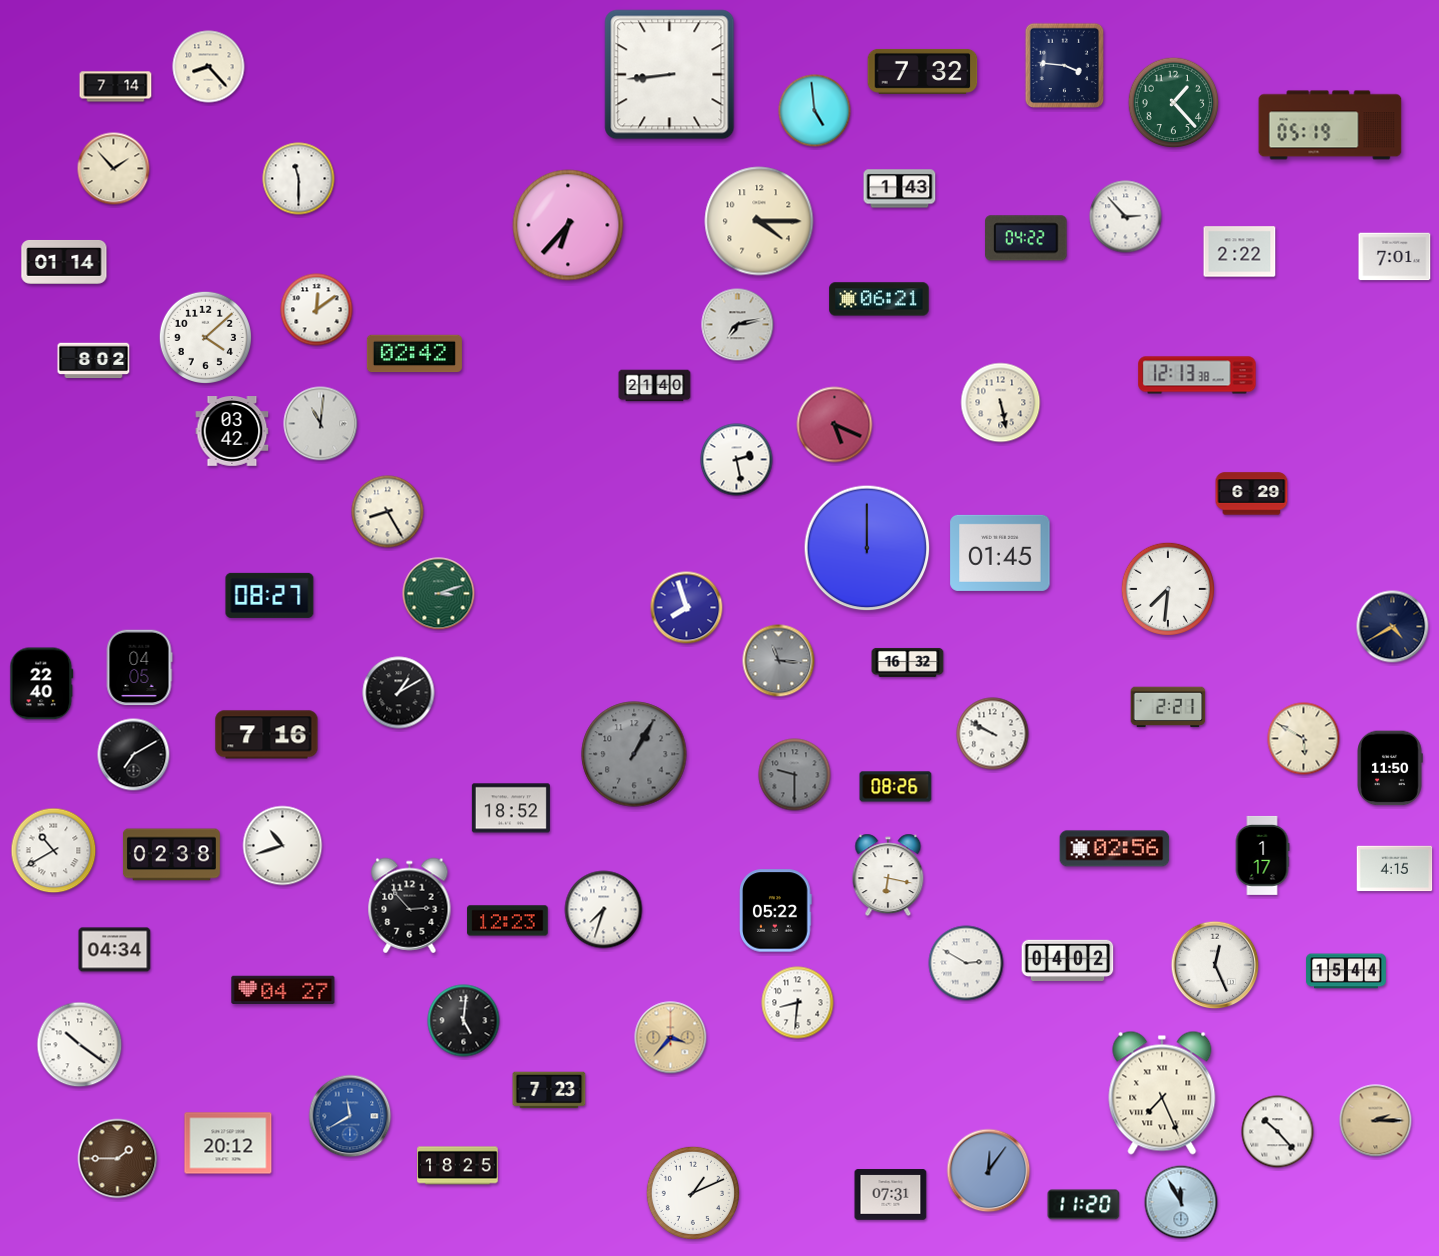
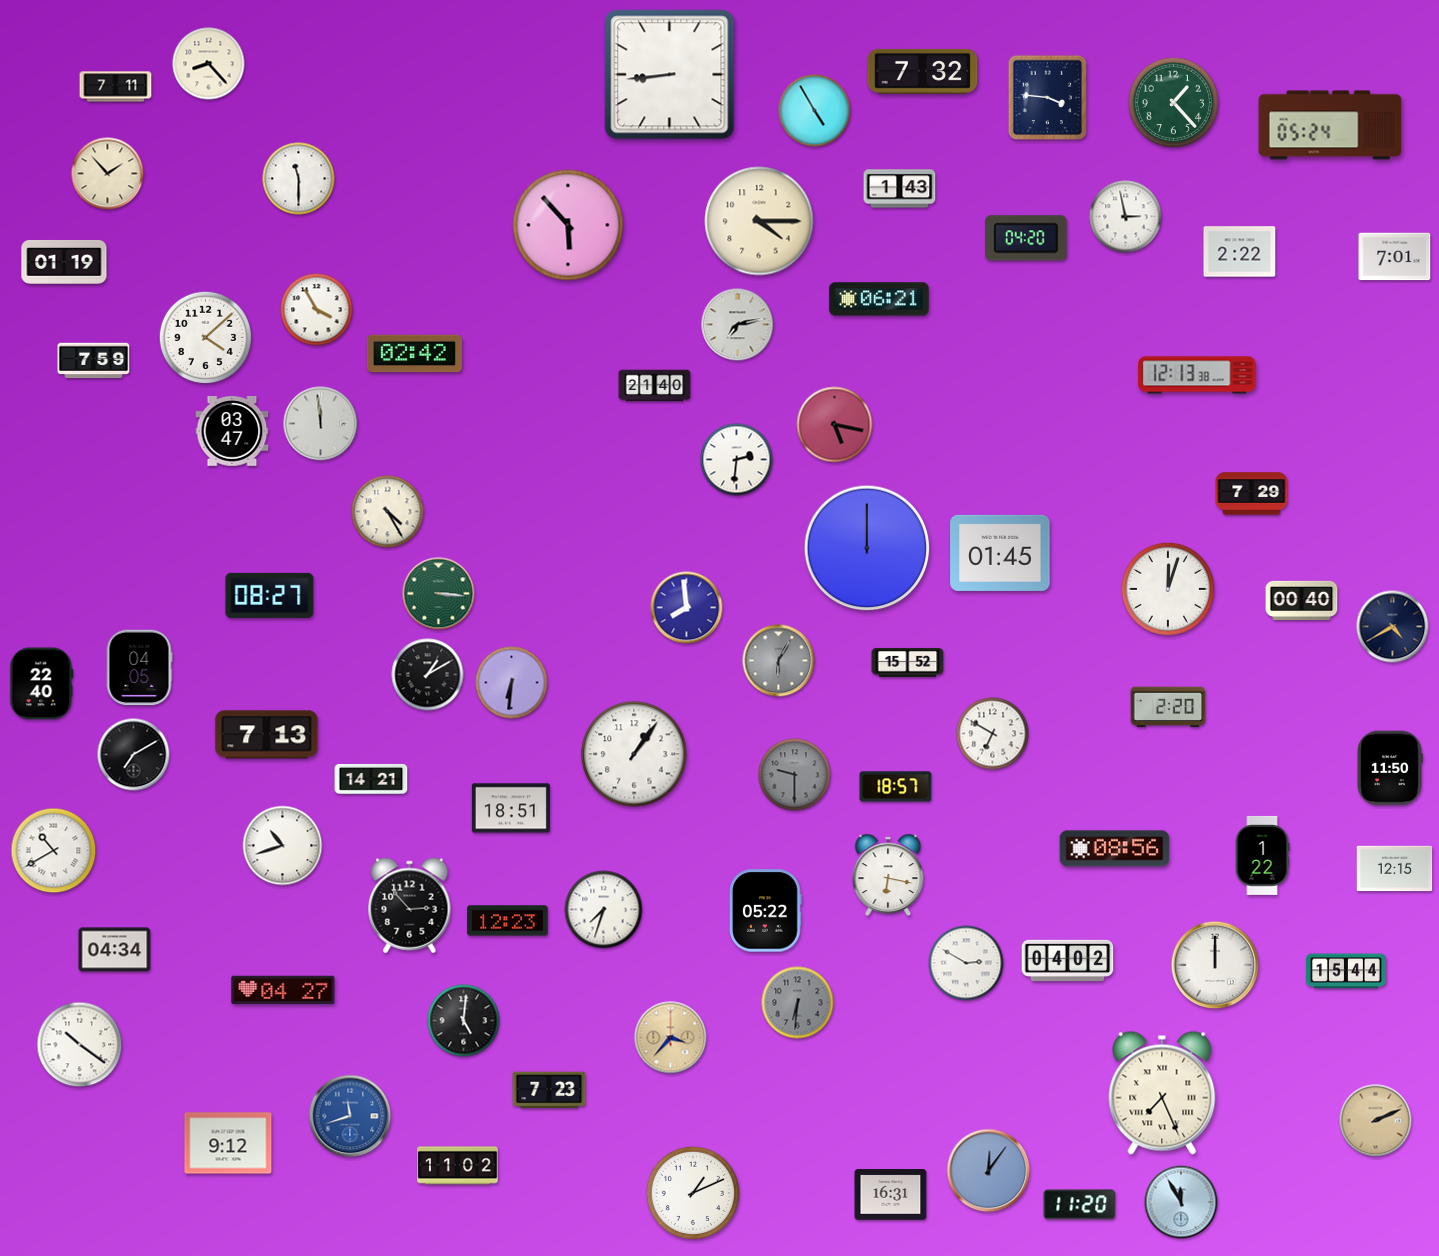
clock at (1064, 65) position: (1064, 65) -> (1047, 97)
clock at (209, 67) position: (209, 67) -> (209, 64)
clock at (116, 87): 7:14 -> 7:11
clock at (815, 111): 4:59 -> 4:55
clock at (1330, 125): 05:19 -> 05:24
clock at (114, 169) position: (114, 169) -> (108, 174)
clock at (1126, 217): 2:53 -> 2:58
clock at (568, 225): 6:37 -> 5:53
clock at (1026, 238): 04:22 -> 04:20
clock at (64, 262): 01:14 -> 01:19
clock at (317, 310): 12:09 -> 3:55
clock at (94, 361): 8:02 -> 7:59
clock at (1001, 403): 5:28 -> none
clock at (321, 424): 11:01 -> 11:59
clock at (835, 425): 5:19 -> 5:17
clock at (232, 432): 03:42 -> 03:47
clock at (737, 460): 2:28 -> 2:31
clock at (1252, 494): 6:29 -> 7:29
clock at (388, 512): 8:25 -> 4:25
clock at (1168, 589): 7:31 -> 12:03
clock at (439, 594): 3:12 -> 3:16
clock at (1302, 600): none -> 00:40
clock at (687, 608): 7:57 -> 7:59
clock at (779, 661): 11:16 -> 6:05
clock at (908, 662): 16:32 -> 15:52
clock at (512, 683): none -> 6:31
clock at (399, 693) position: (399, 693) -> (428, 675)
clock at (1168, 707): 2:21 -> 2:20
clock at (993, 734): 9:50 -> 6:50
clock at (267, 735): 7:16 -> 7:13
clock at (1304, 739): 5:50 -> none
clock at (634, 754): 1:05 -> 1:06
clock at (634, 754) dial: grey -> white
clock at (371, 779): none -> 14:21
clock at (896, 787): 08:26 -> 18:57
clock at (511, 808): 18:52 -> 18:51
clock at (1115, 849): 02:56 -> 08:56
clock at (171, 855): 02:38 -> none
clock at (1262, 855): 1:17 -> 1:22
clock at (1395, 869): 4:15 -> 12:15
clock at (776, 911) position: (776, 911) -> (766, 911)
clock at (1215, 965): 12:26 -> 12:00
clock at (798, 1003): 8:31 -> 6:31
clock at (798, 1003) dial: white -> grey
clock at (350, 1116): 11:40 -> 11:42
clock at (1376, 1121): 2:15 -> 2:11
clock at (1278, 1132): 10:23 -> none
clock at (228, 1143): 20:12 -> 9:12
clock at (118, 1159): 1:45 -> none
clock at (458, 1166): 18:25 -> 11:02
clock at (891, 1195): 07:31 -> 16:31
clock at (1084, 1205) position: (1084, 1205) -> (1080, 1205)
